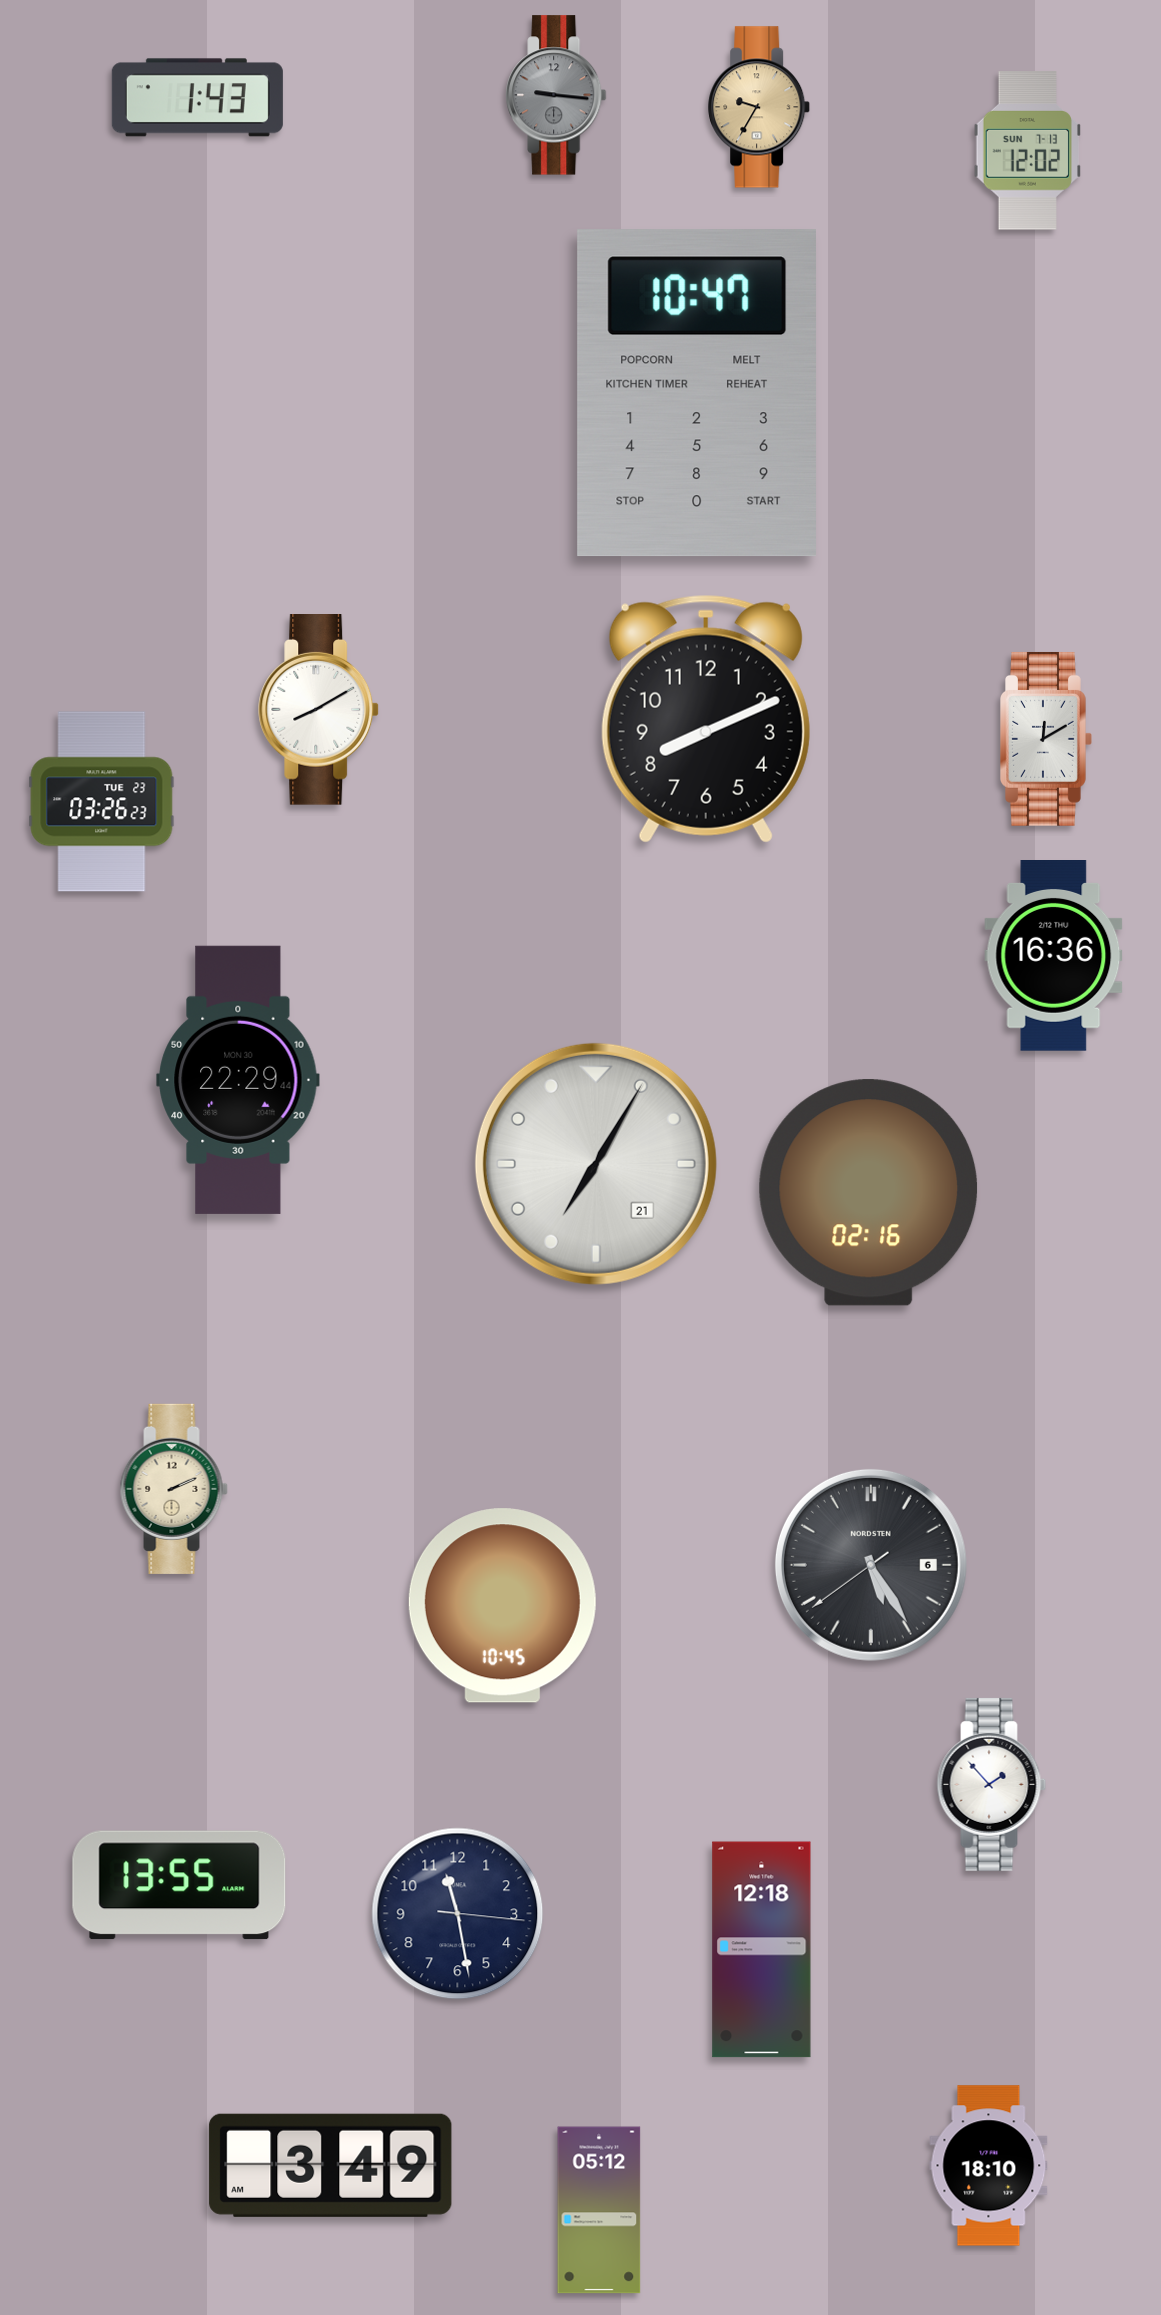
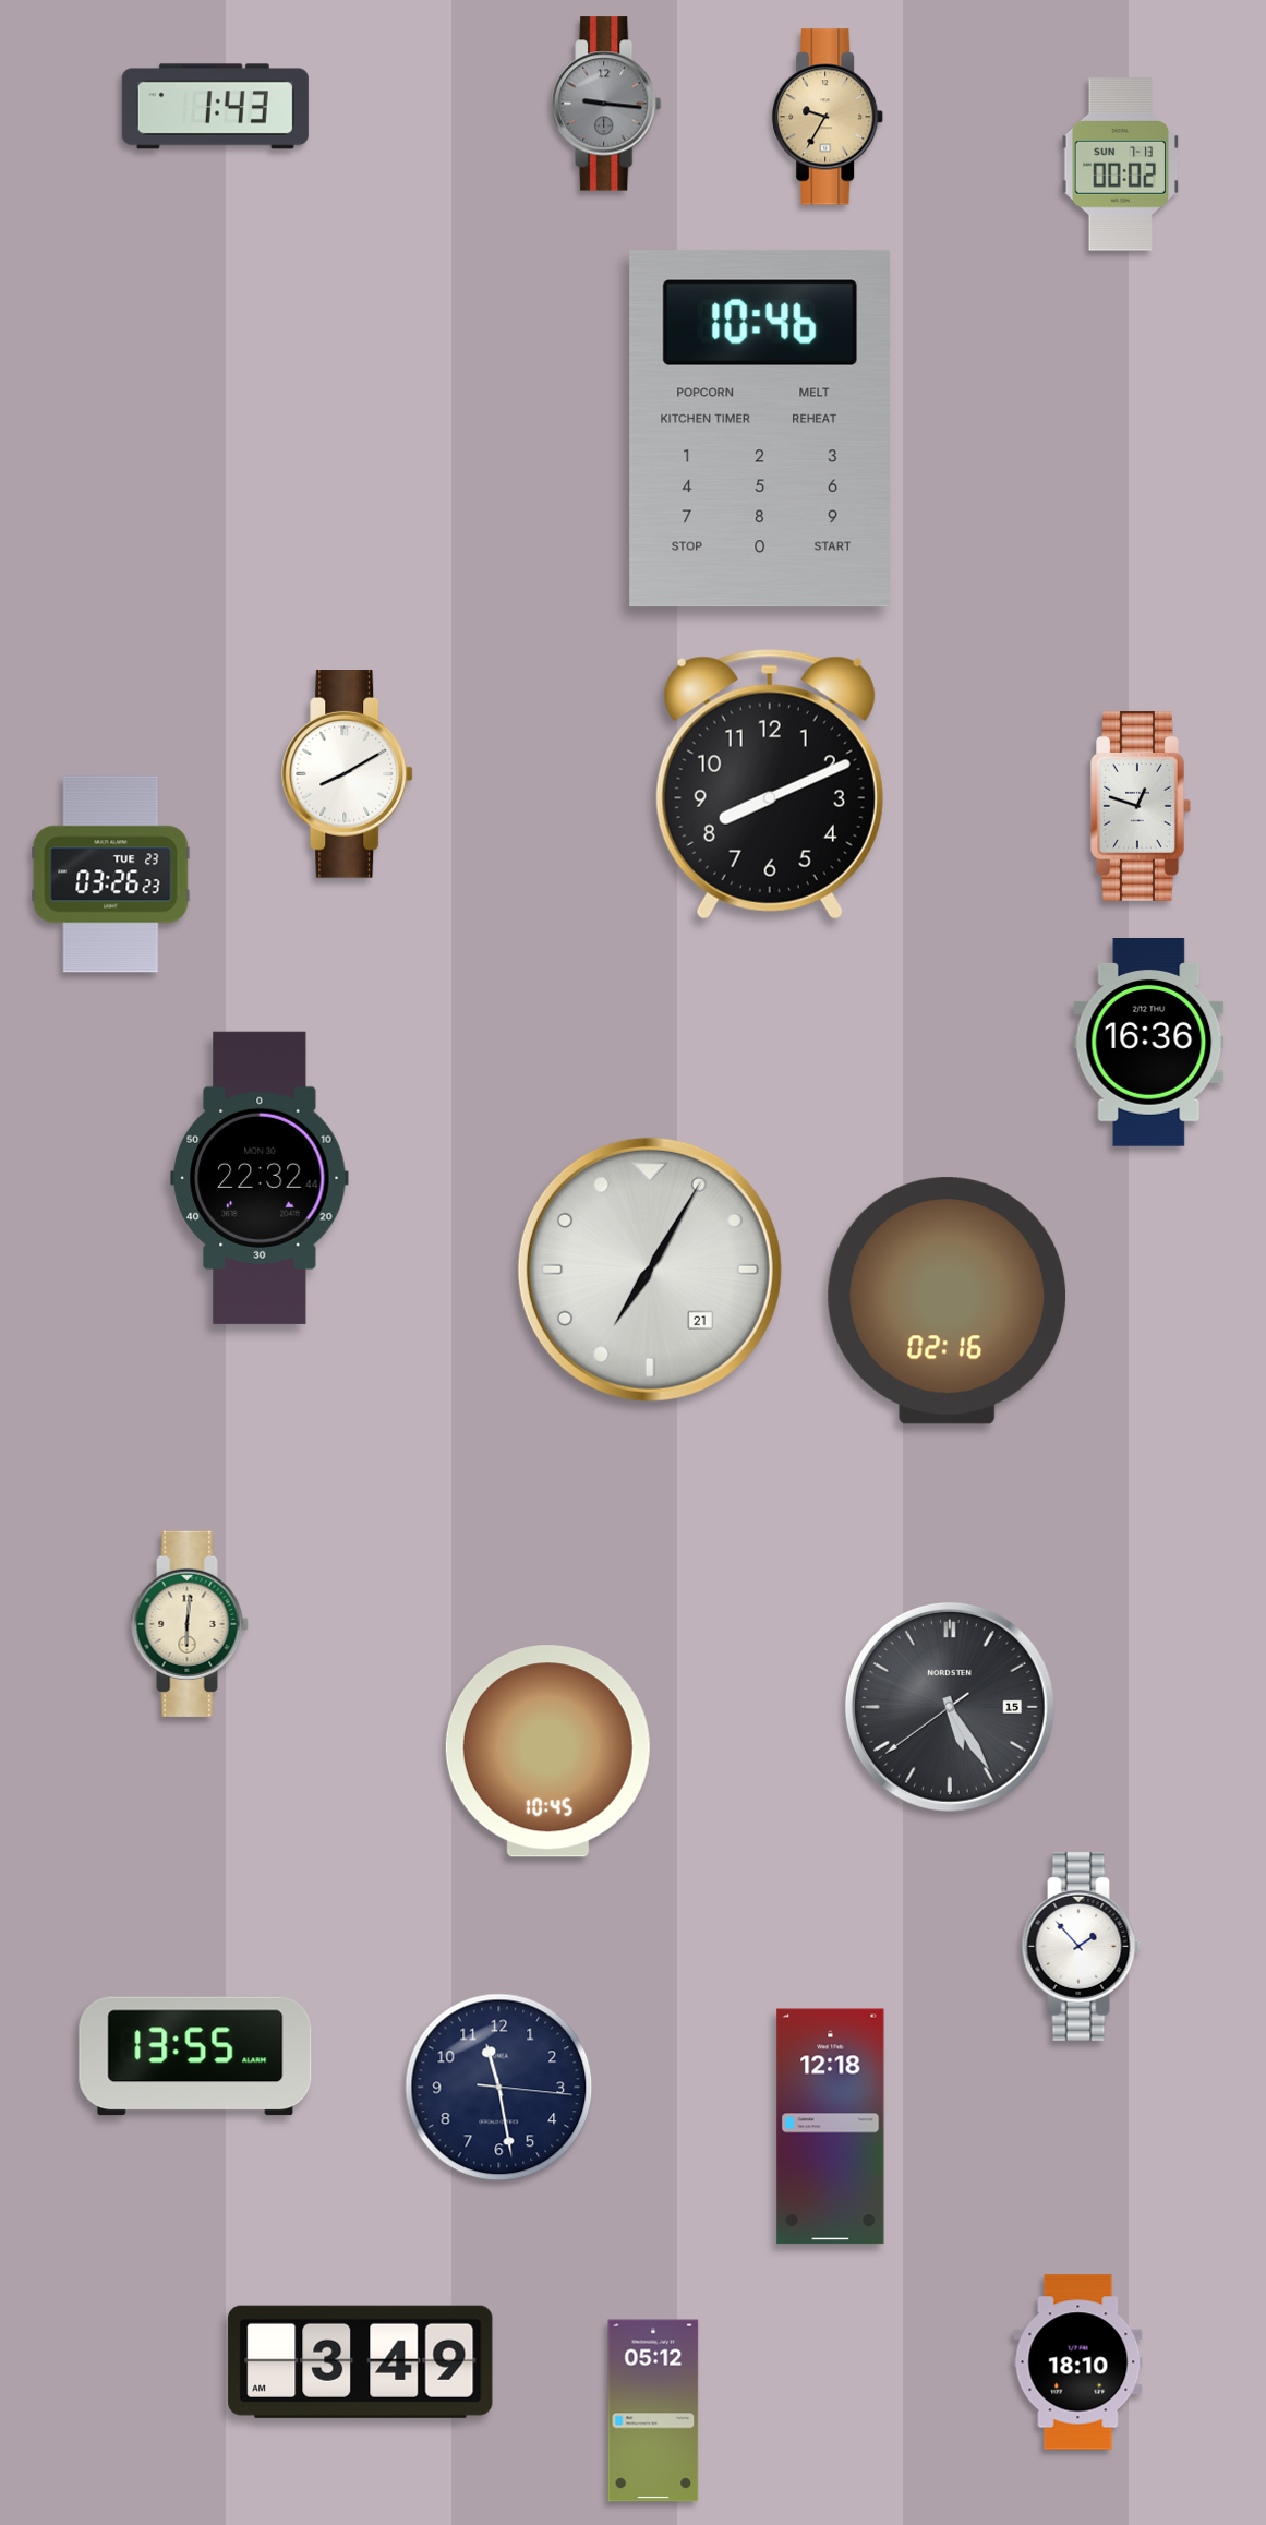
clock at (1027, 151): 12:02 -> 00:02
clock at (696, 393): 10:47 -> 10:46
clock at (1046, 739): 12:10 -> 12:48
clock at (238, 1080): 22:29 -> 22:32
clock at (174, 1489): 2:11 -> 6:01
clock at (871, 1565) date: 6 -> 15
